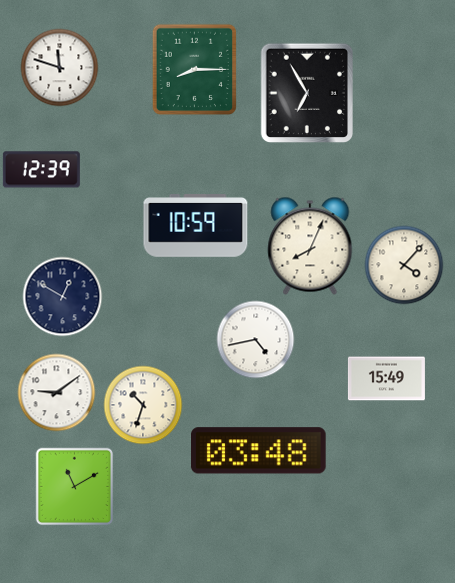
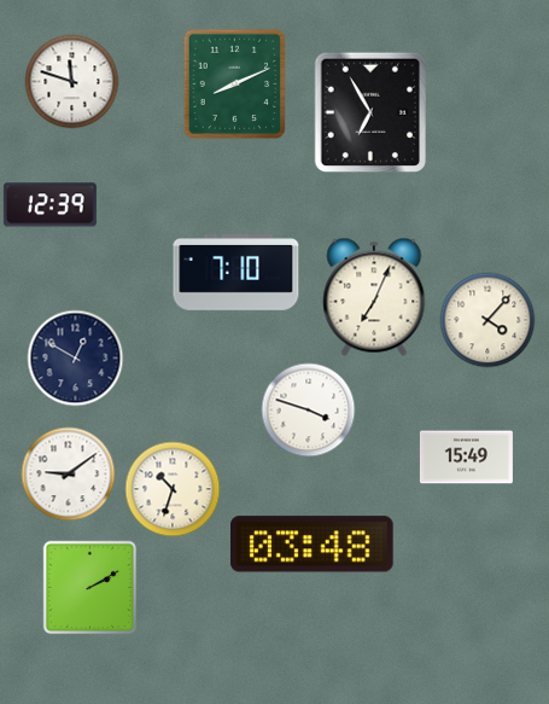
clock at (194, 69): 8:15 -> 8:11
clock at (196, 226): 10:59 -> 7:10
clock at (310, 246): 8:04 -> 7:04
clock at (255, 339): 4:43 -> 3:48
clock at (74, 486): 11:10 -> 2:10
